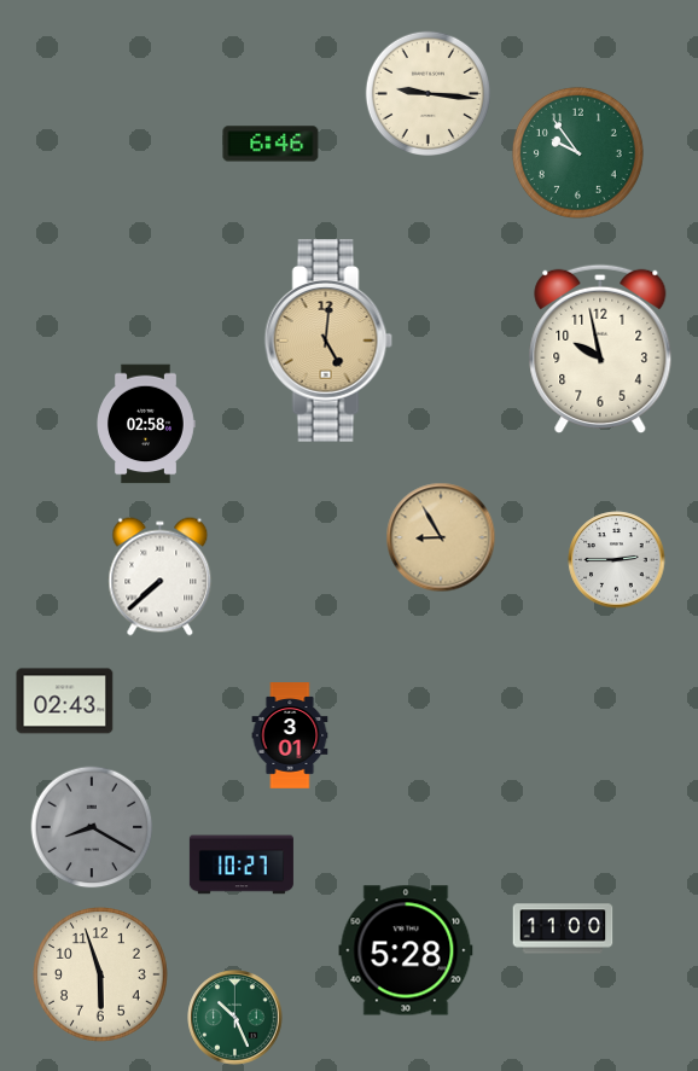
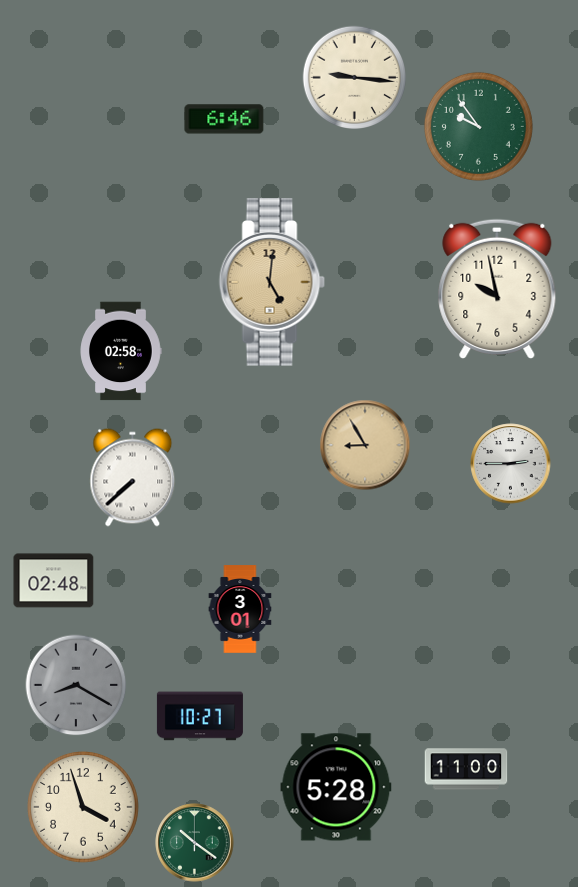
clock at (65, 702): 02:43 -> 02:48
clock at (100, 974): 5:57 -> 3:57
clock at (235, 1018): 10:26 -> 10:21
